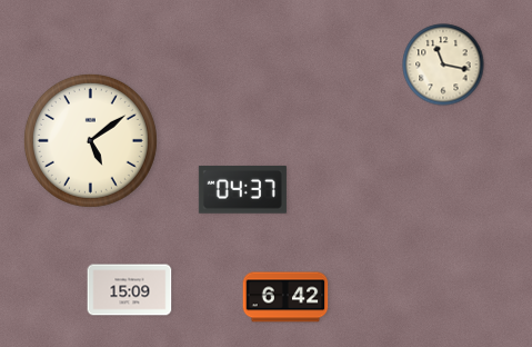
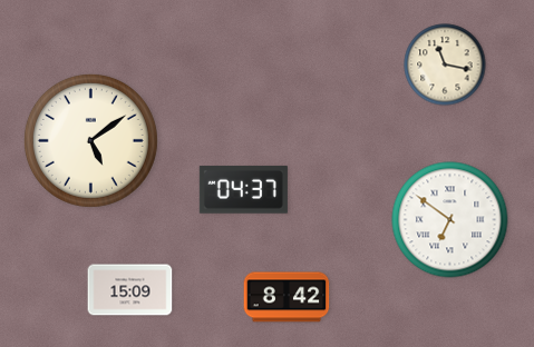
clock at (450, 220): none -> 6:51
clock at (285, 297): 6:42 -> 8:42
